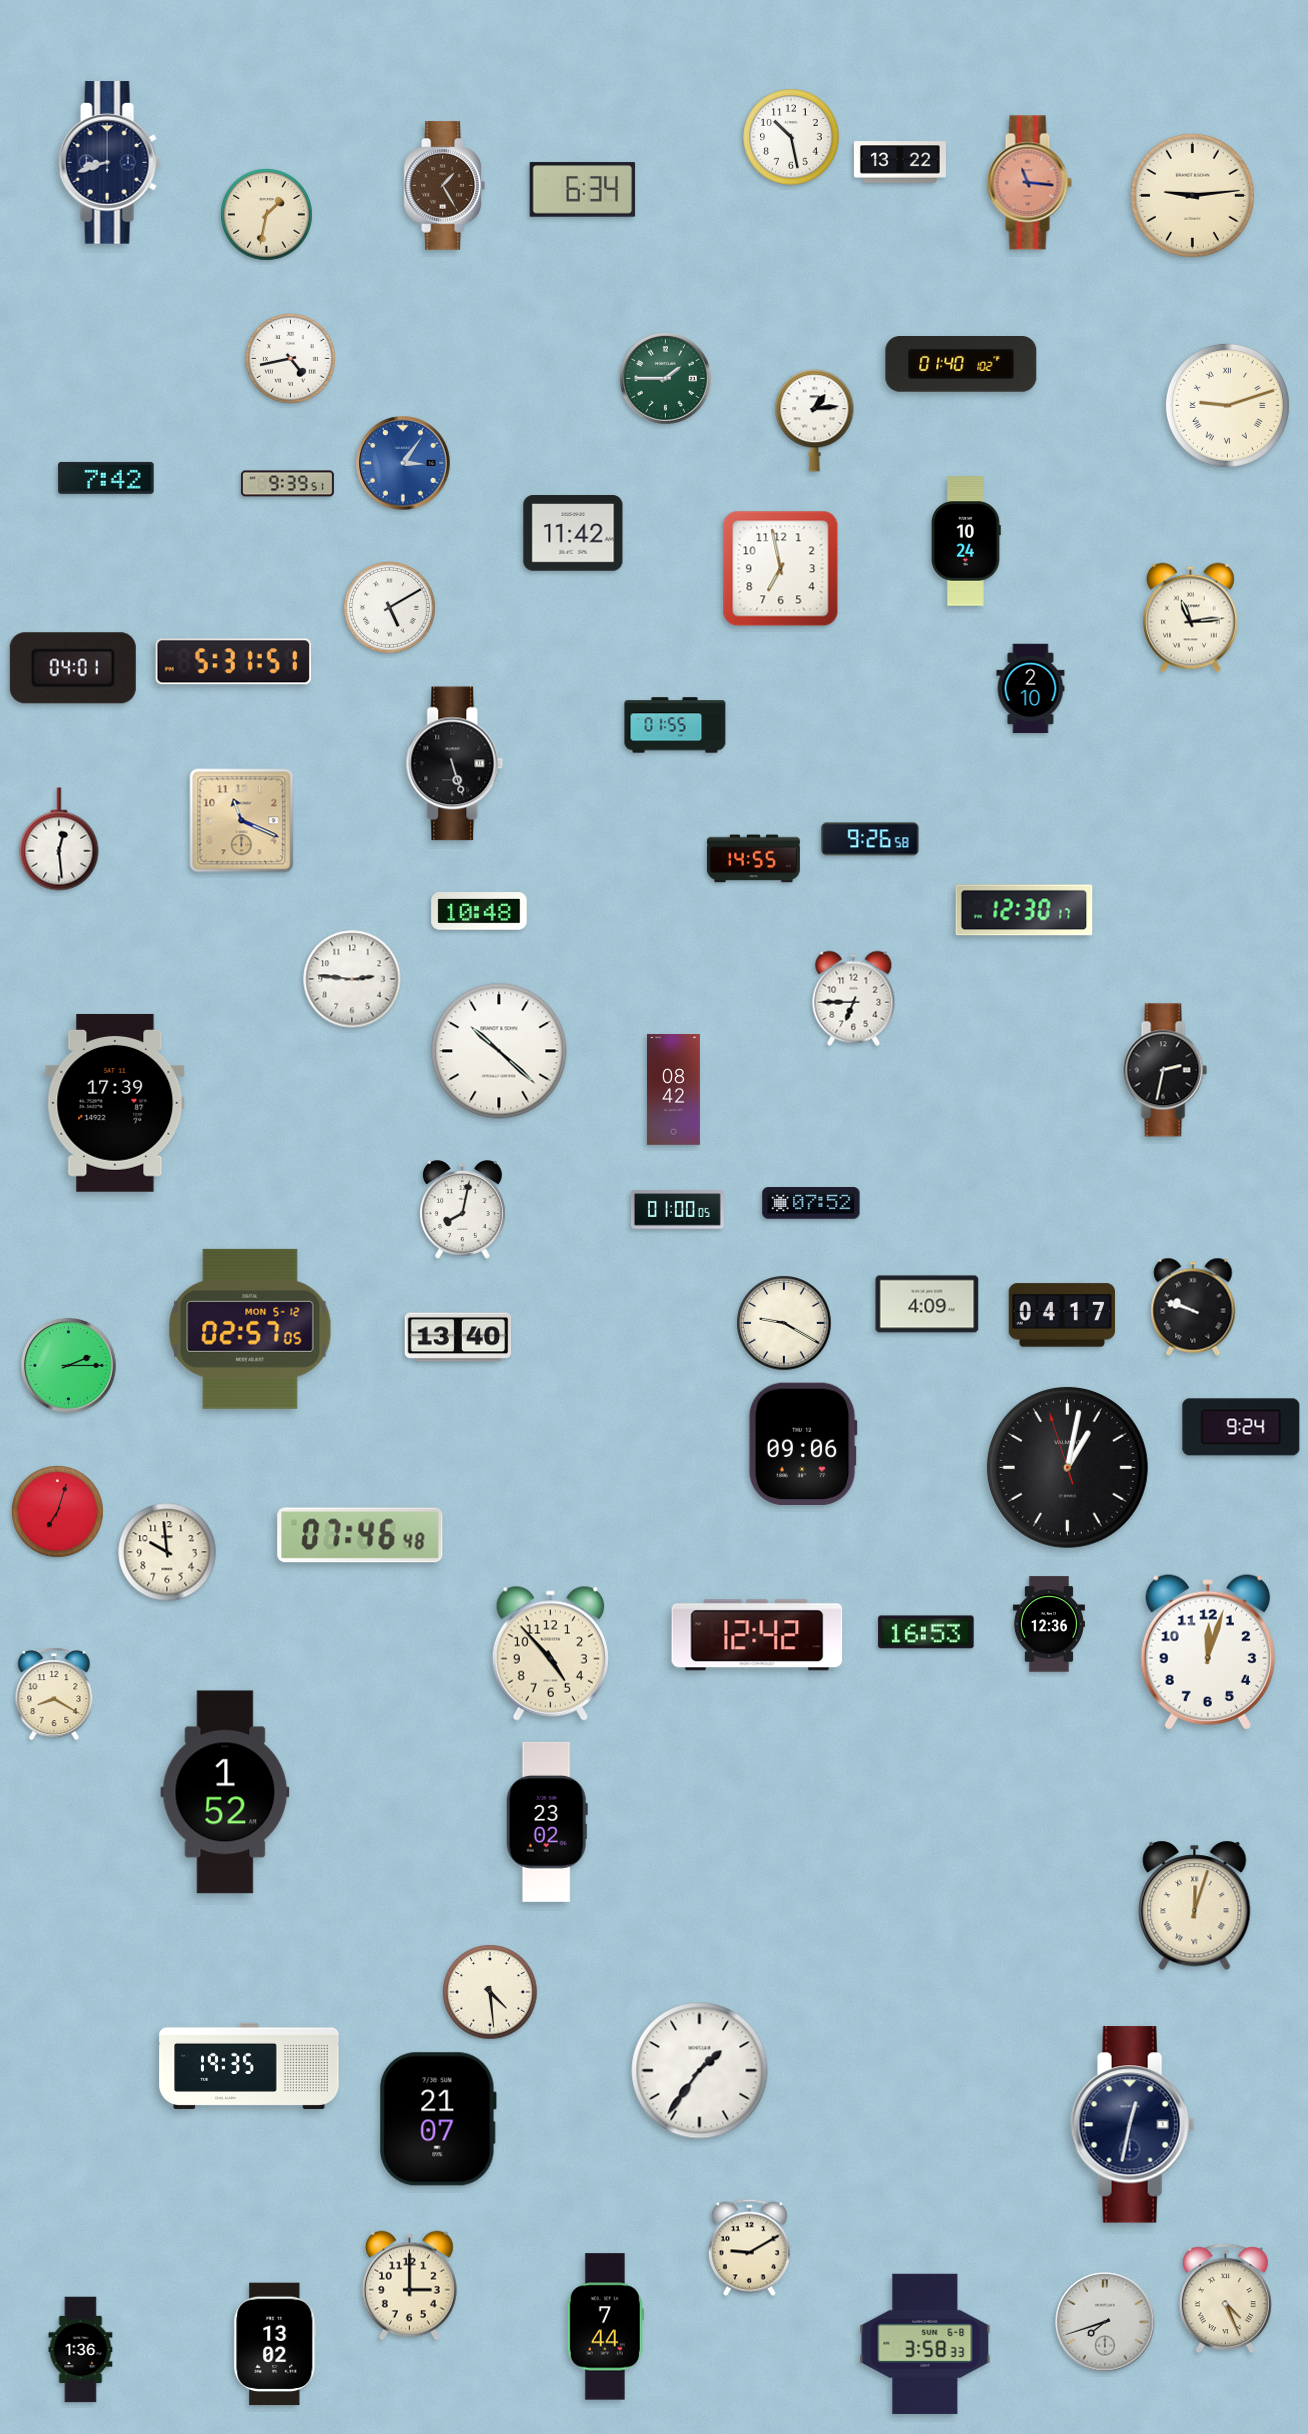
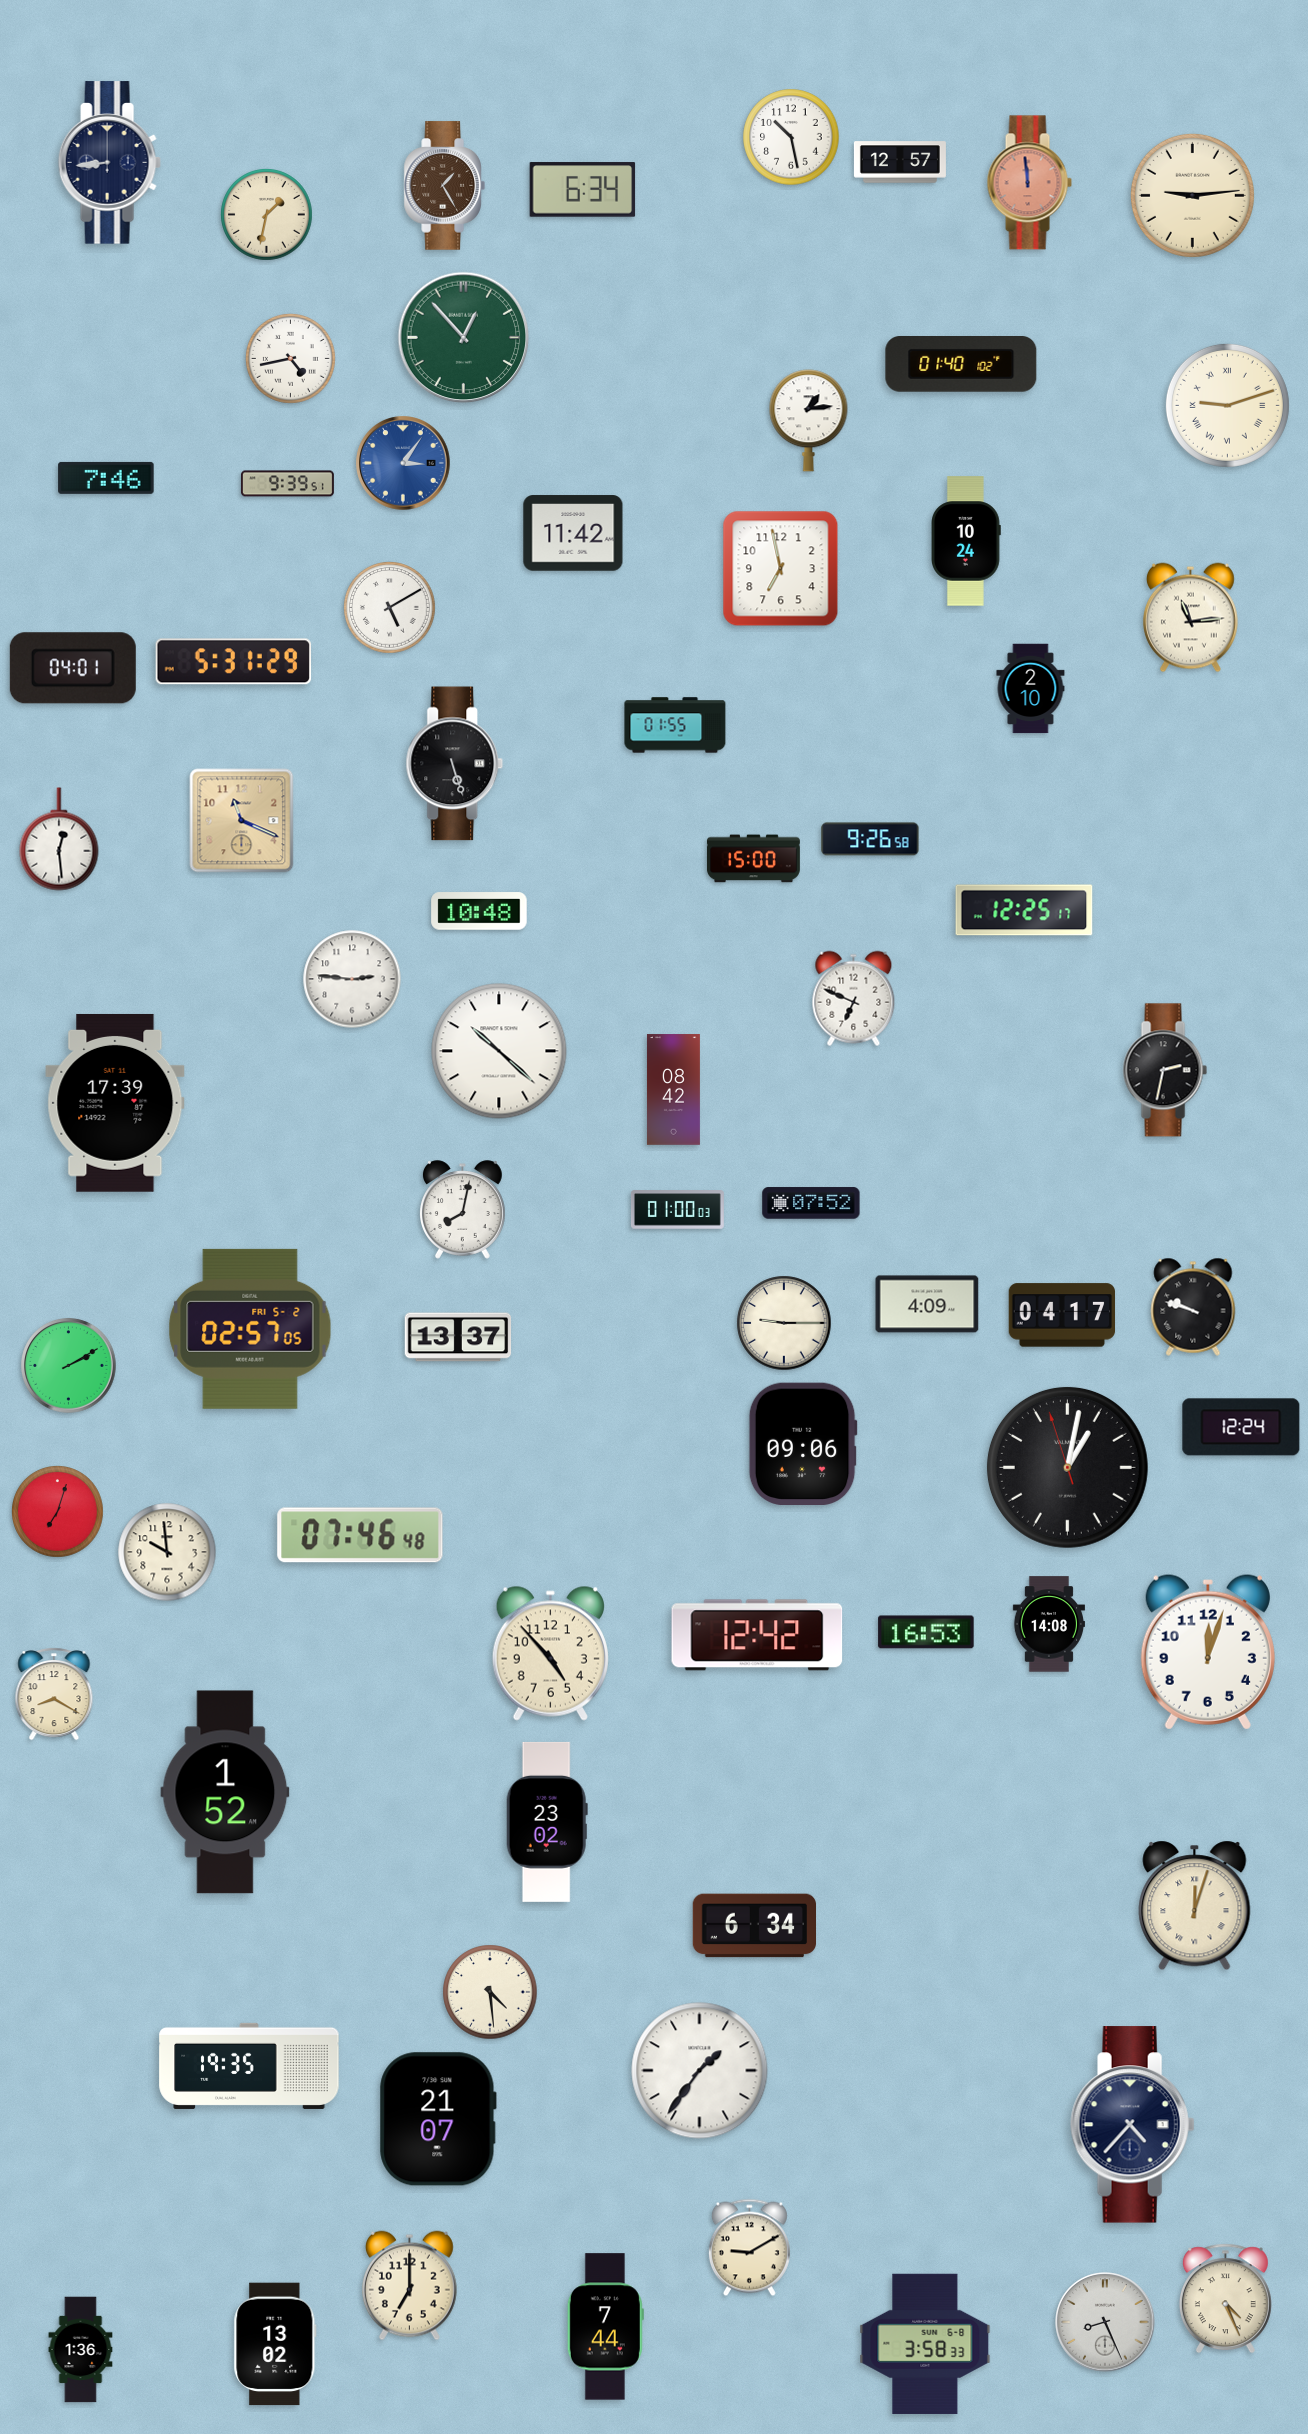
clock at (900, 162): 13:22 -> 12:57
clock at (109, 163): 8:42 -> 8:44
clock at (1029, 183): 11:16 -> 11:59
clock at (464, 338): none -> 12:53
clock at (666, 379): 1:45 -> none
clock at (815, 421) position: (815, 421) -> (809, 421)
clock at (106, 478): 7:42 -> 7:46
clock at (234, 662): 5:31:51 -> 5:31:29
clock at (753, 859): 14:55 -> 15:00
clock at (1024, 910): 12:30 -> 12:25
clock at (854, 999): 6:45 -> 6:49
clock at (677, 1210): 01:00:05 -> 01:00:03
clock at (784, 1323): 9:20 -> 9:15
clock at (250, 1329) date: MON 5-12 -> FRI 5-2
clock at (458, 1337): 13:40 -> 13:37
clock at (69, 1366): 2:15 -> 2:10
clock at (1241, 1427): 9:24 -> 12:24
clock at (1049, 1624): 12:36 -> 14:08
clock at (754, 1926): none -> 6:34
clock at (1133, 2125): 12:32 -> 4:37
clock at (409, 2286): 3:00 -> 7:00
clock at (1105, 2322): 7:42 -> 8:26
